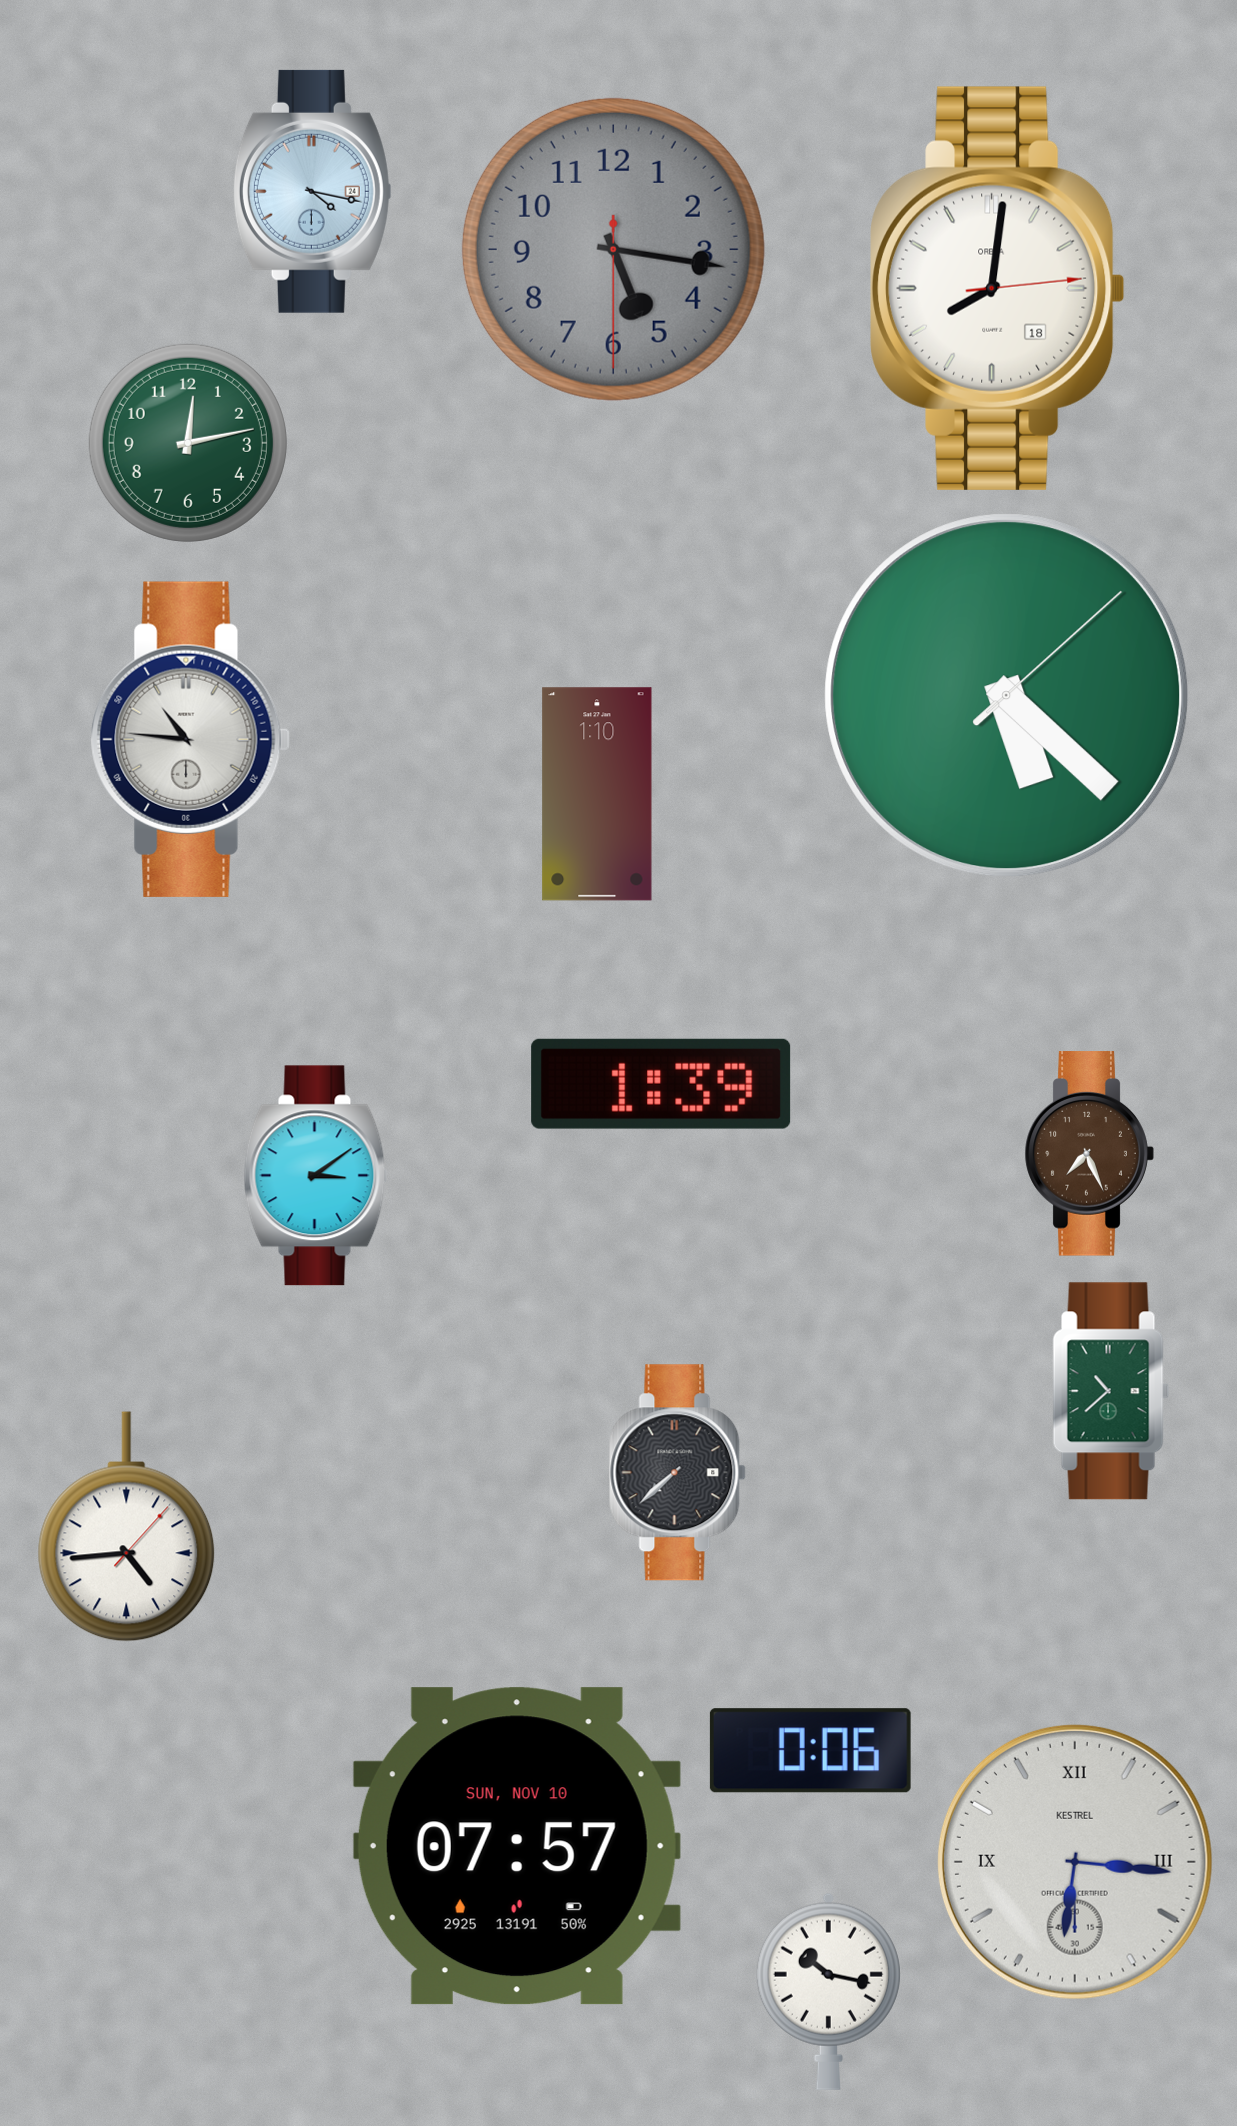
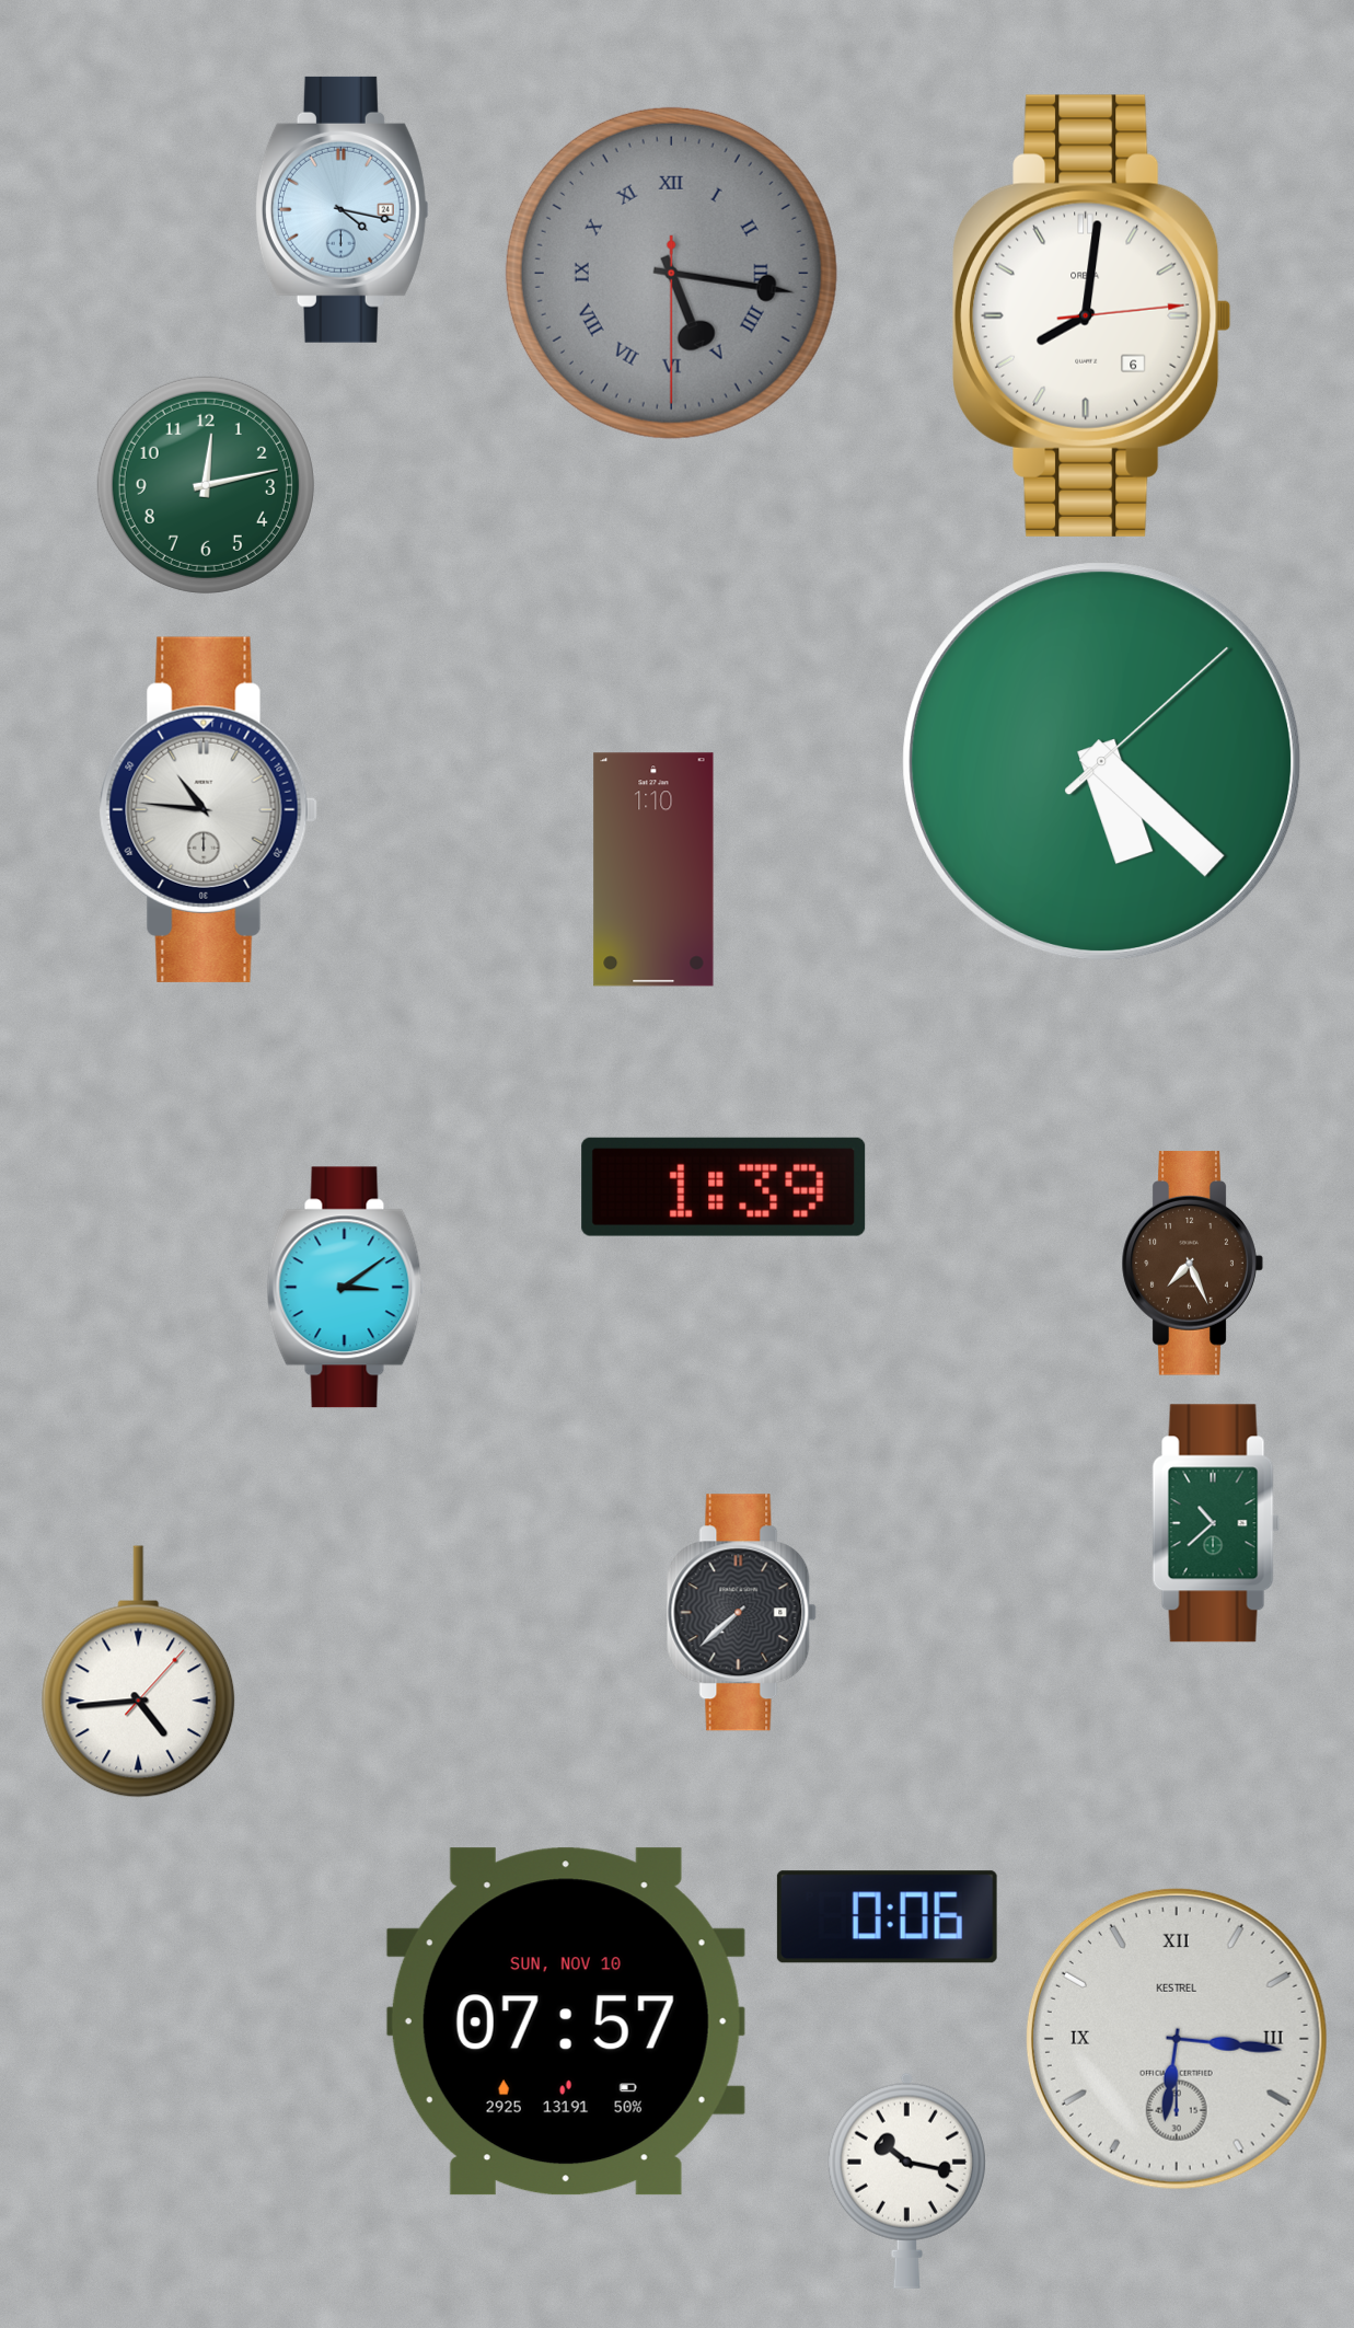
clock at (613, 249) numerals: Arabic -> Roman
clock at (998, 288) date: 18 -> 6
